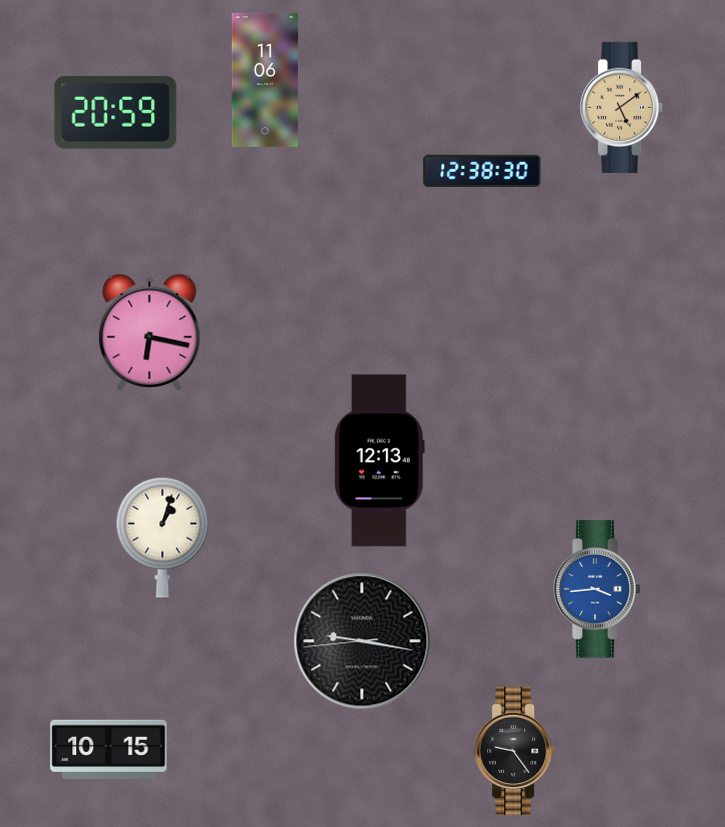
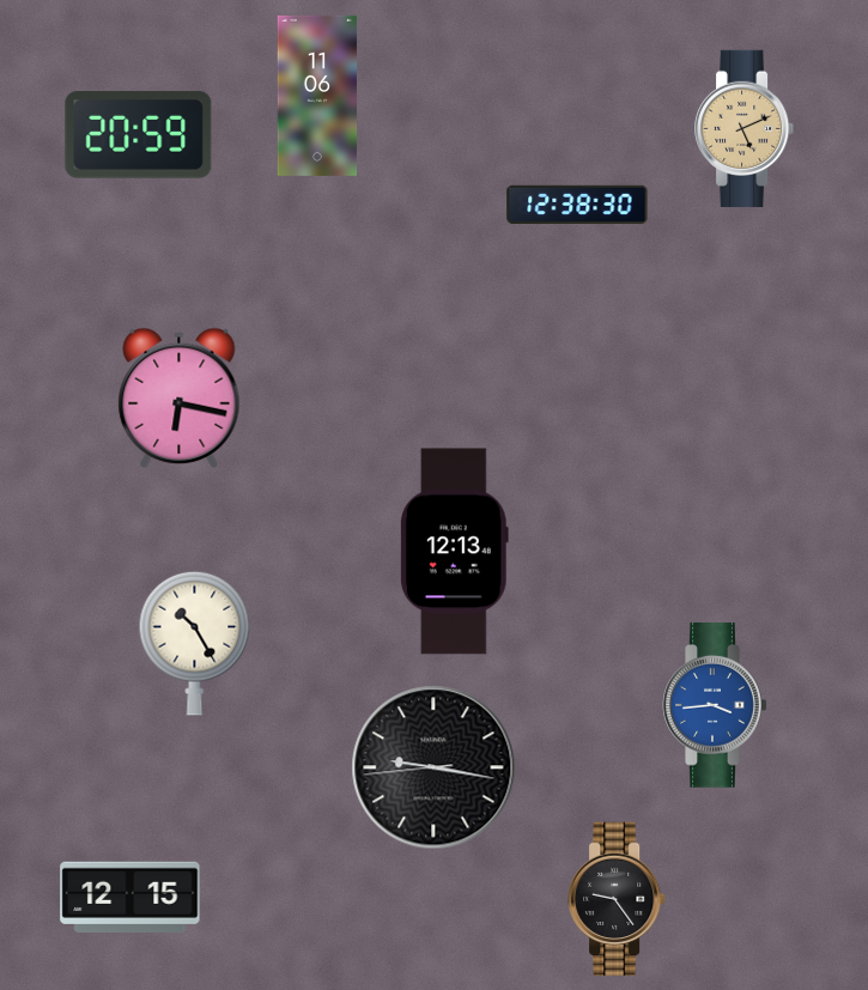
clock at (622, 107): 5:09 -> 5:11
clock at (163, 537): 1:03 -> 10:25
clock at (109, 750): 10:15 -> 12:15
